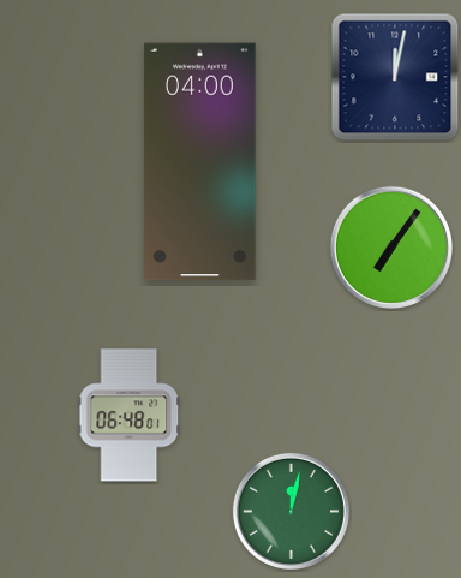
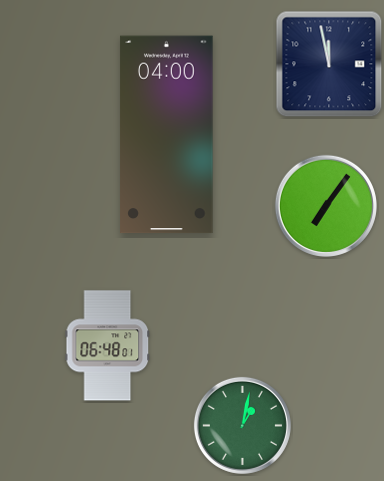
clock at (395, 77): 12:02 -> 11:58
clock at (291, 511): 12:02 -> 1:02
